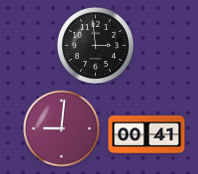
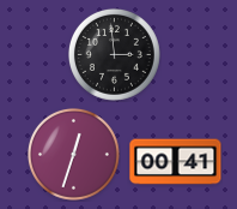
clock at (61, 128): 9:01 -> 12:33
